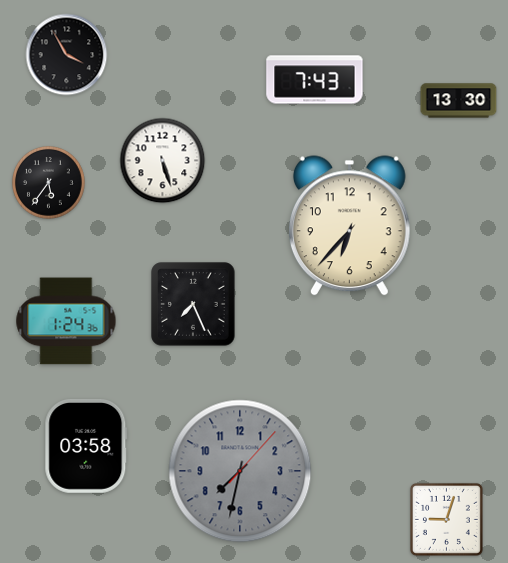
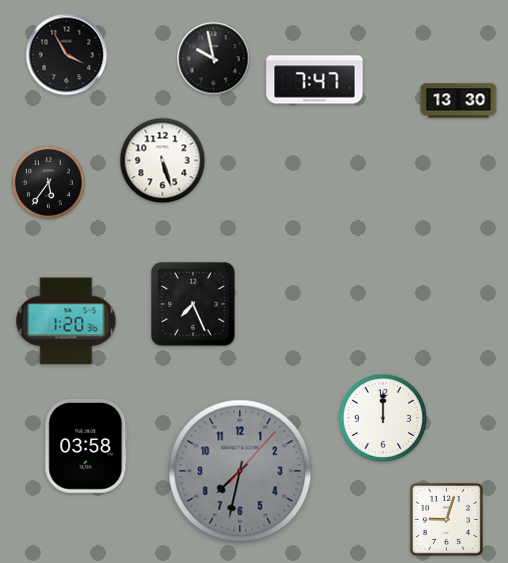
clock at (214, 59): none -> 9:58
clock at (315, 80): 7:43 -> 7:47
clock at (349, 226): 6:37 -> none
clock at (66, 321): 1:24 -> 1:20
clock at (383, 418): none -> 12:00
